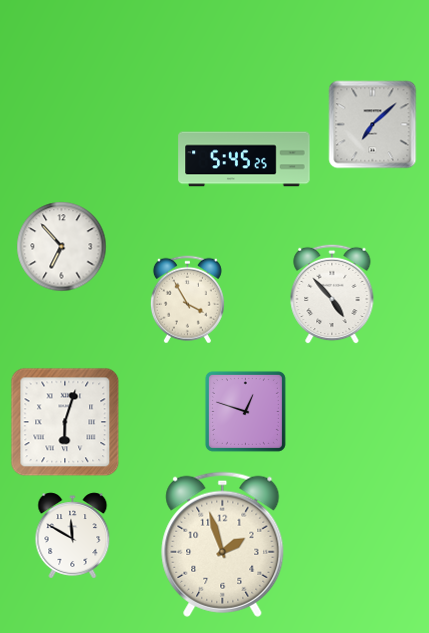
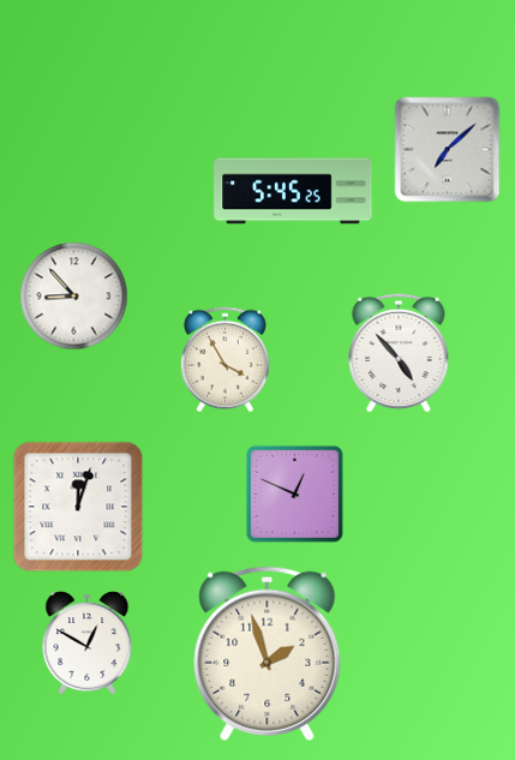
clock at (62, 247): 6:53 -> 8:53
clock at (245, 411): 12:48 -> 12:49
clock at (65, 422): 6:03 -> 12:03
clock at (73, 536): 11:50 -> 12:50
